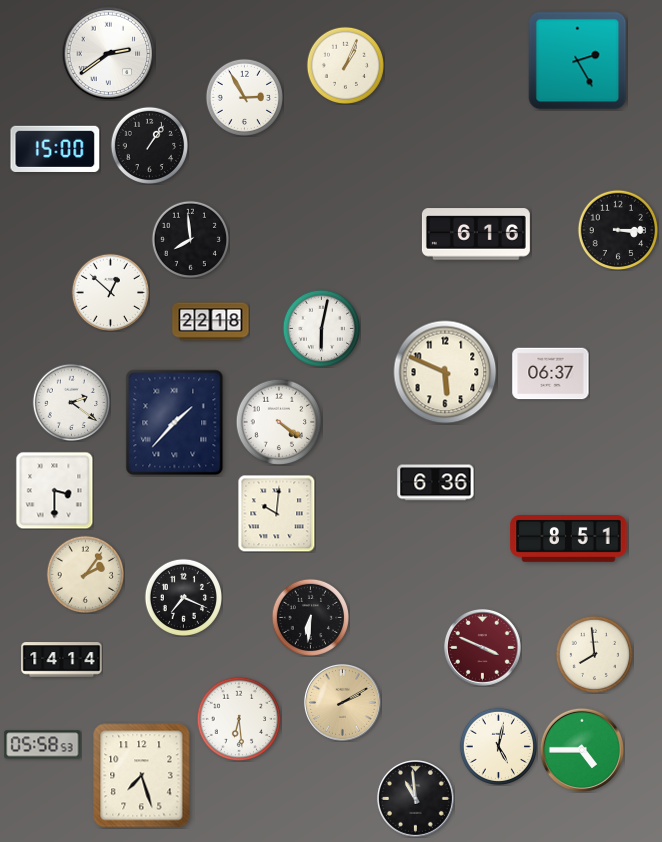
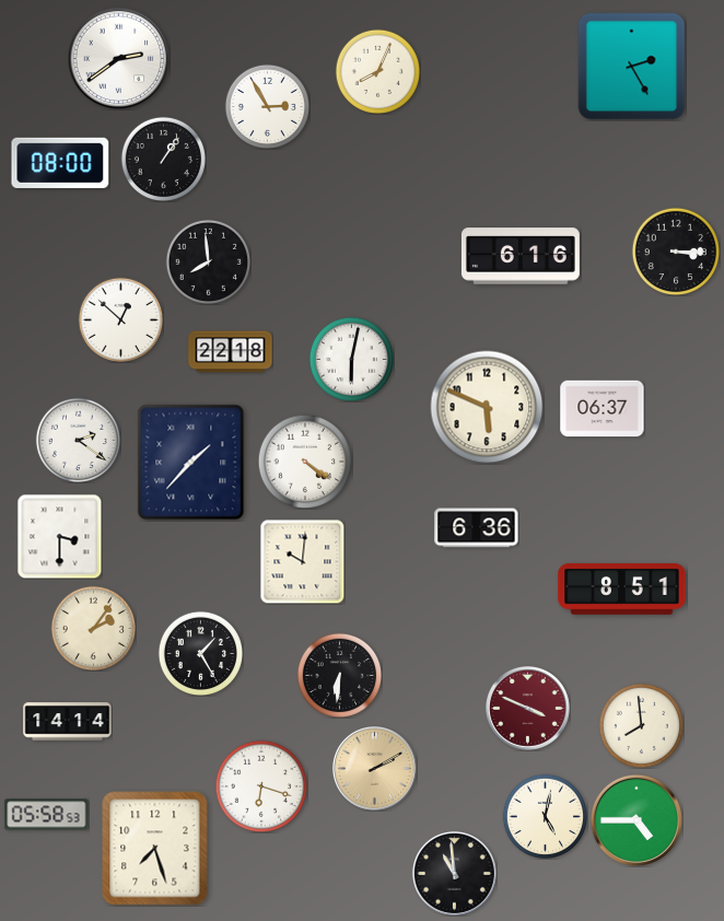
clock at (345, 65): 1:04 -> 8:04
clock at (55, 149): 15:00 -> 08:00
clock at (183, 597): 7:19 -> 1:25
clock at (594, 654) position: (594, 654) -> (641, 725)
clock at (239, 719): 6:29 -> 6:18
